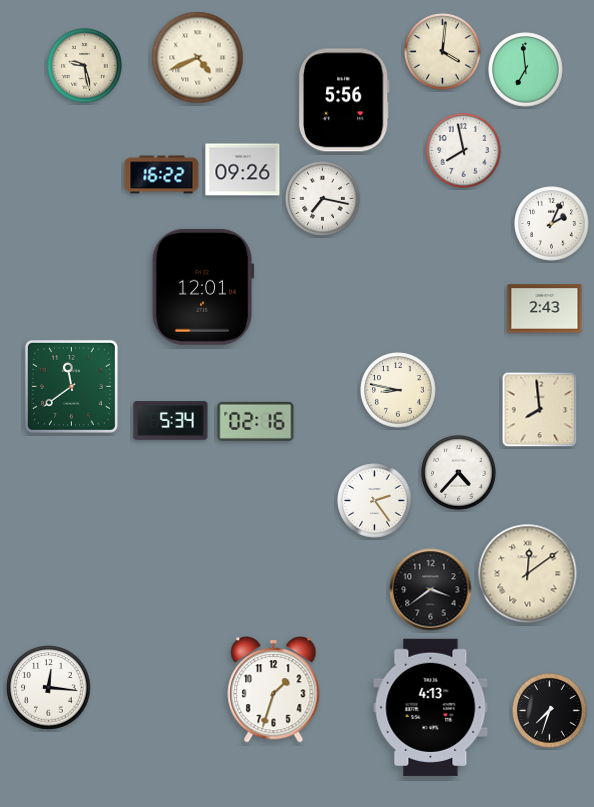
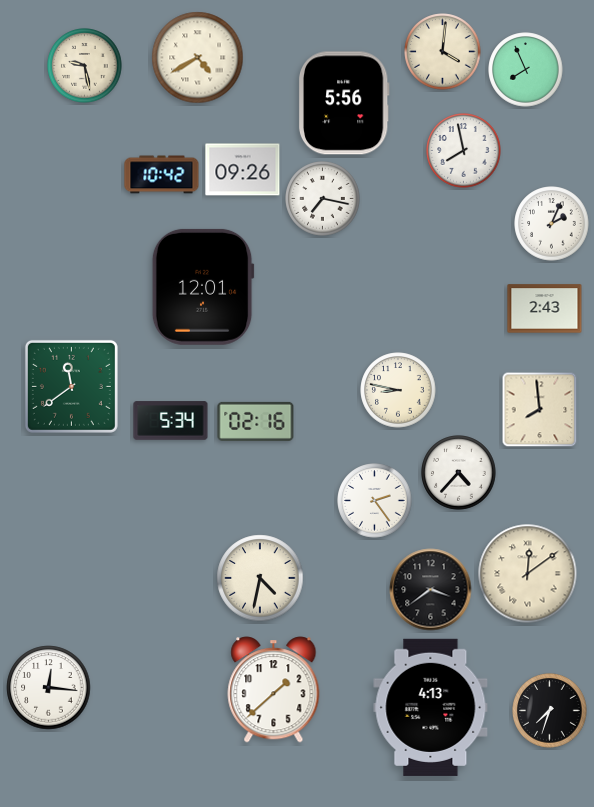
clock at (198, 58): 4:41 -> 4:40
clock at (526, 70): 6:59 -> 7:56
clock at (344, 100) position: (344, 100) -> (344, 103)
clock at (162, 175): 16:22 -> 10:42
clock at (260, 578): none -> 4:32
clock at (274, 690): 1:33 -> 1:38
